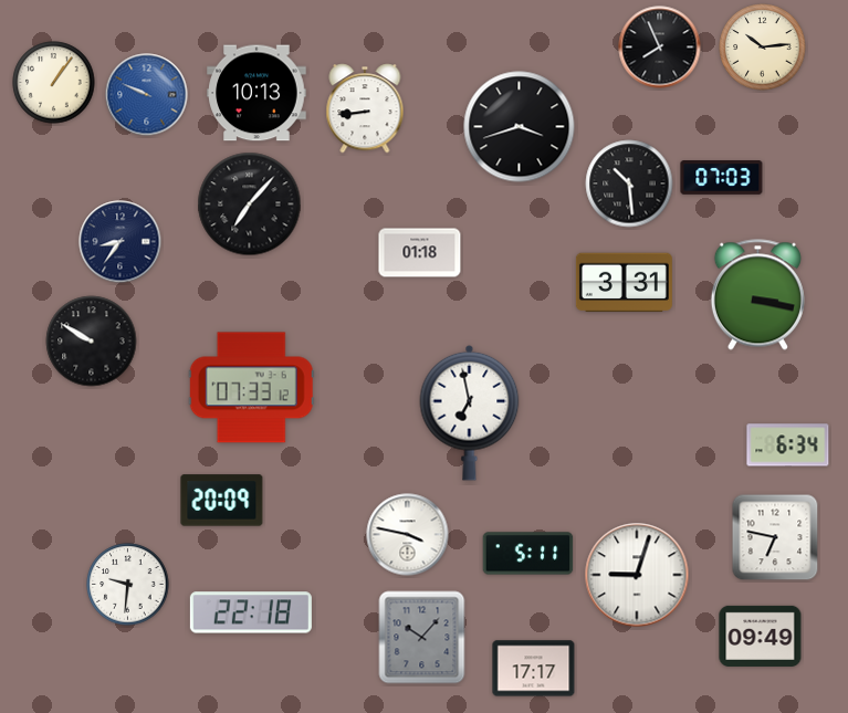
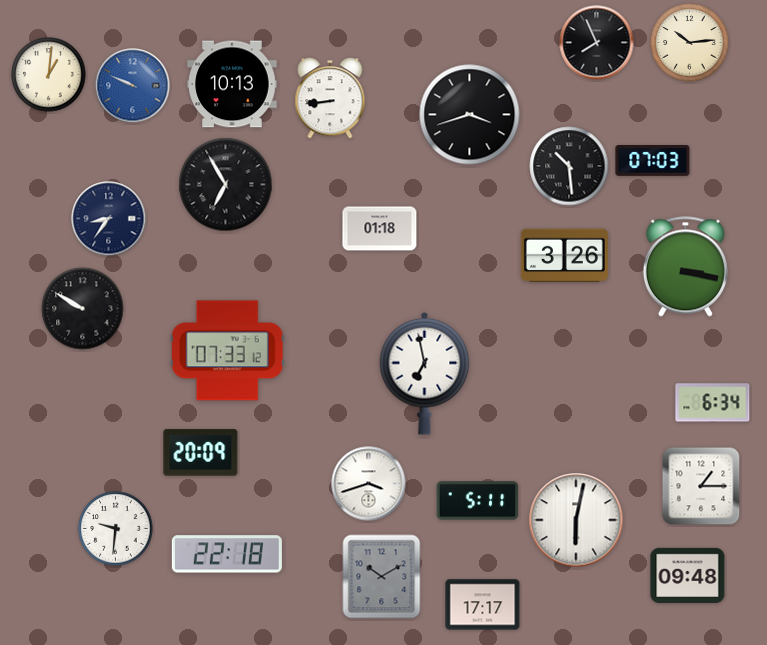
clock at (54, 83): 1:06 -> 1:01
clock at (250, 205): 7:07 -> 6:55
clock at (624, 283): 3:31 -> 3:26
clock at (408, 535): 3:47 -> 3:42
clock at (775, 537): 6:47 -> 1:15
clock at (637, 575): 9:03 -> 6:02
clock at (761, 636): 09:49 -> 09:48
clock at (422, 638): 10:07 -> 10:10
